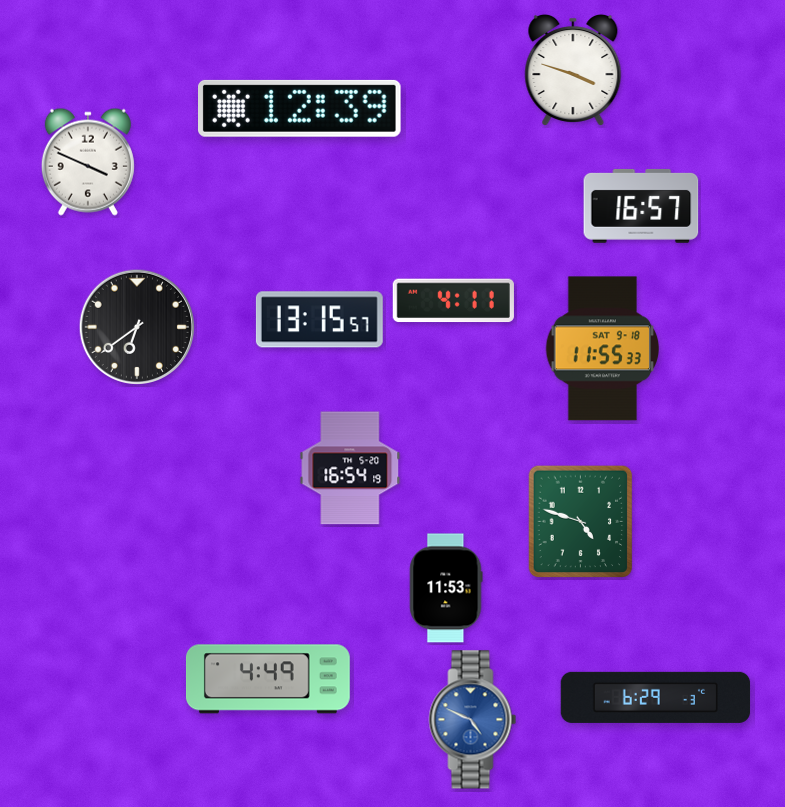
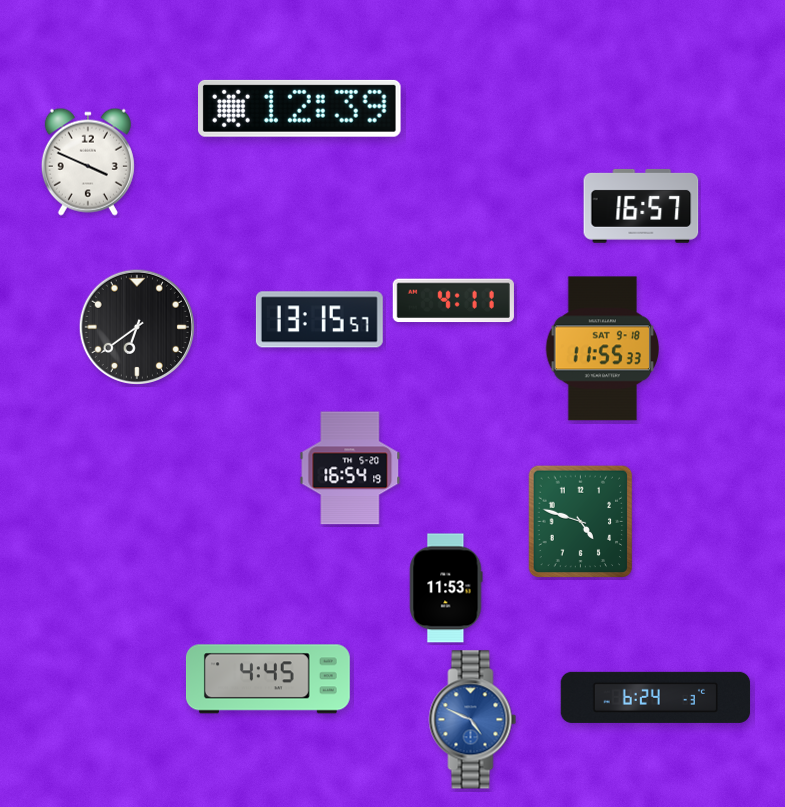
clock at (573, 70): 3:48 -> none
clock at (268, 679): 4:49 -> 4:45
clock at (656, 697): 6:29 -> 6:24
